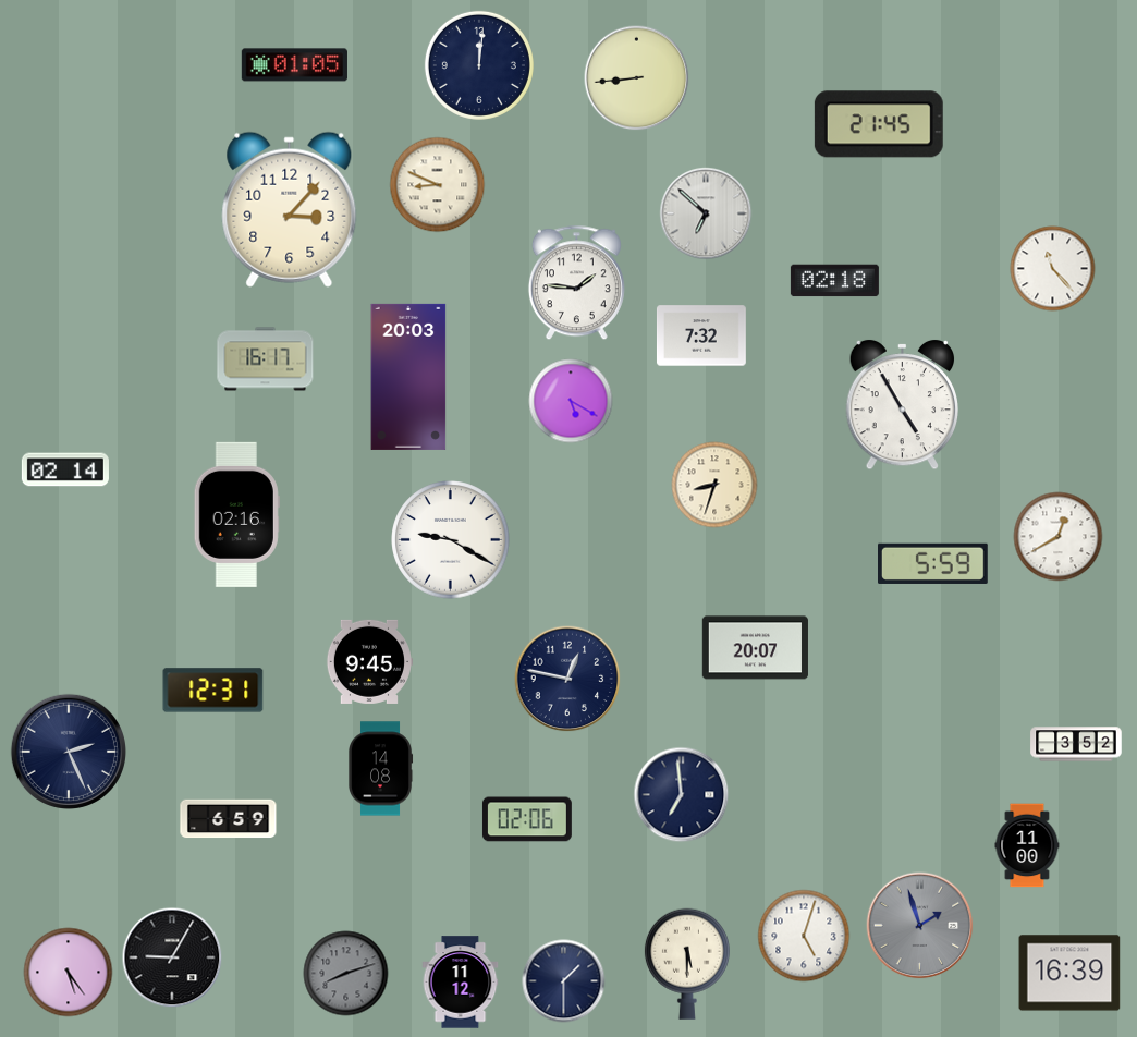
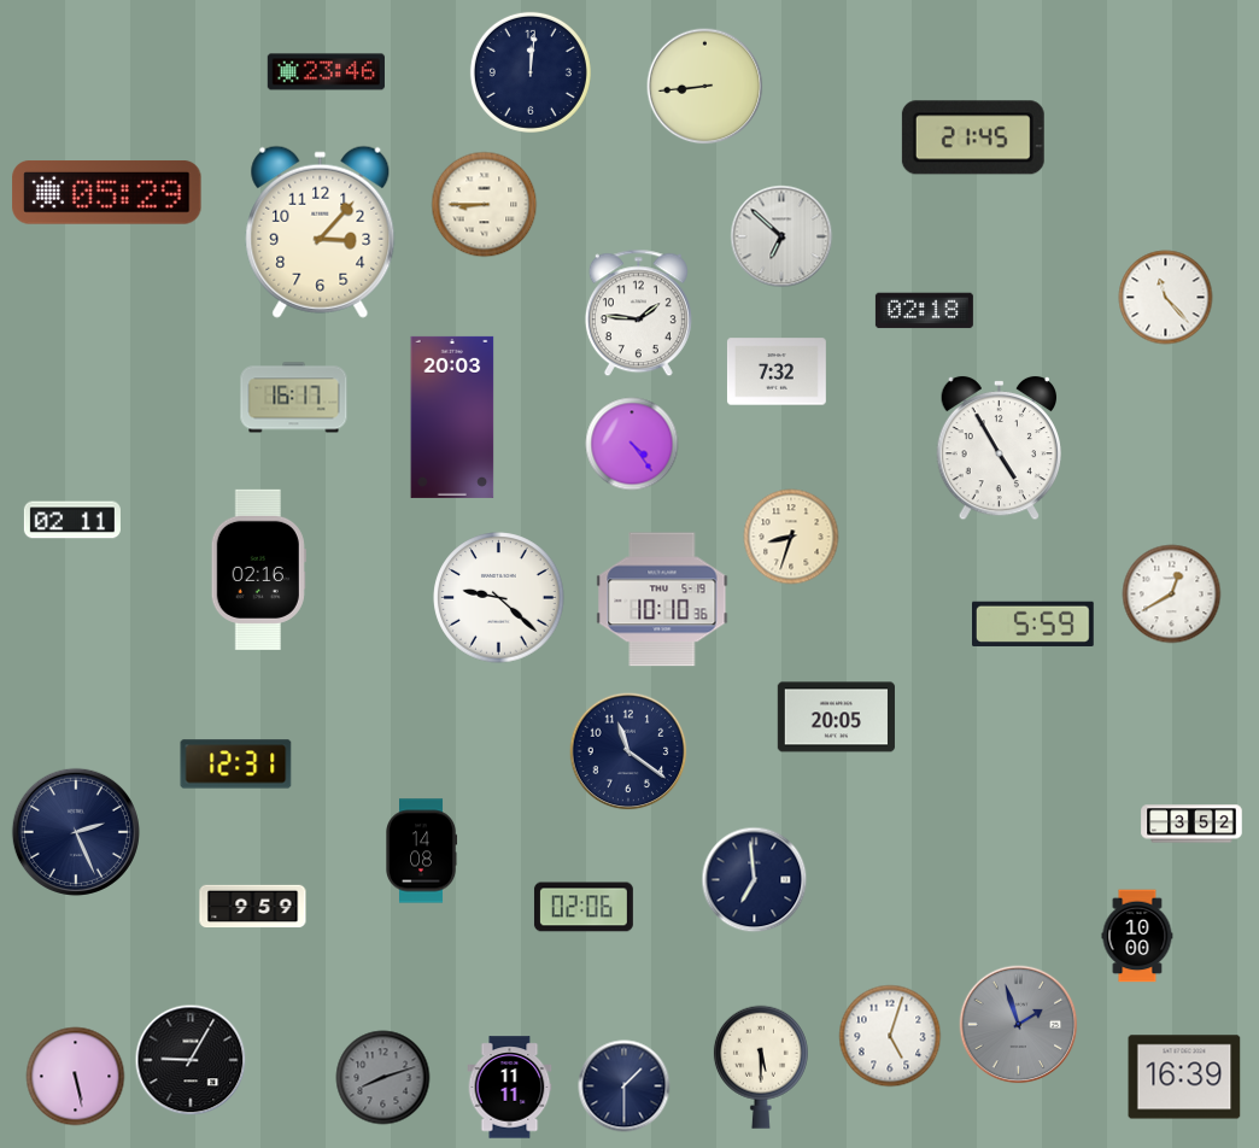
clock at (294, 65): 01:05 -> 23:46
clock at (107, 193): none -> 05:29
clock at (438, 185): 8:49 -> 8:45
clock at (571, 401): 5:20 -> 4:24
clock at (65, 469): 02:14 -> 02:11
clock at (236, 514) position: (236, 514) -> (258, 569)
clock at (451, 540): 9:20 -> 9:22
clock at (662, 599): none -> 10:10
clock at (755, 648): 20:07 -> 20:05
clock at (369, 661): 9:45 -> none
clock at (567, 679): 12:47 -> 11:21
clock at (229, 819): 6:59 -> 9:59
clock at (1027, 845): 11:00 -> 10:00
clock at (69, 973): 5:24 -> 5:28
clock at (461, 983): 11:12 -> 11:11
